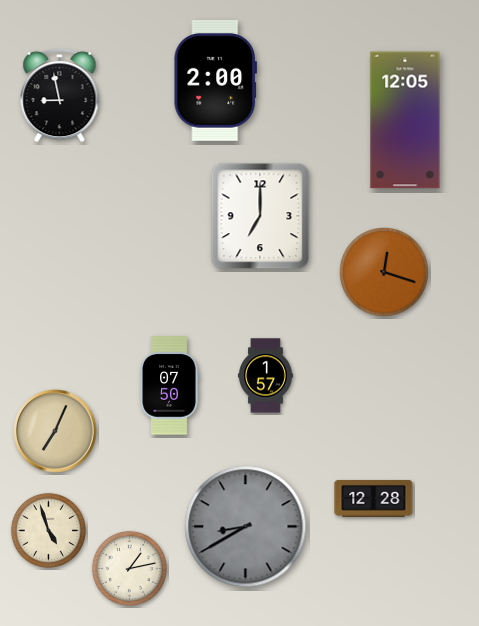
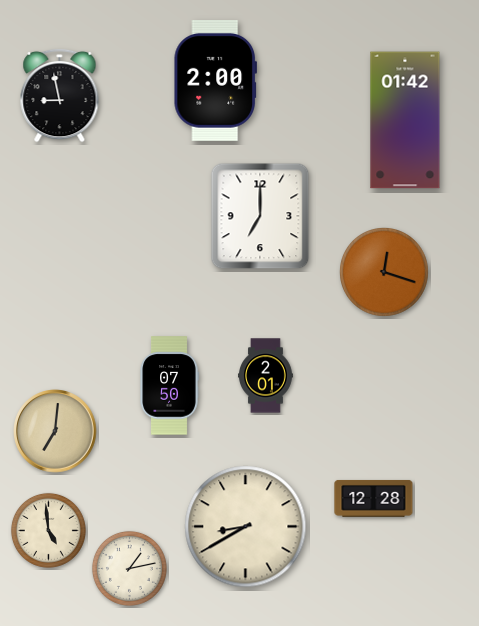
clock at (405, 120): 12:05 -> 01:42
clock at (266, 376): 1:57 -> 2:01
clock at (55, 431): 7:04 -> 7:01
clock at (246, 527) dial: grey -> cream
clock at (48, 530): 4:57 -> 4:59
